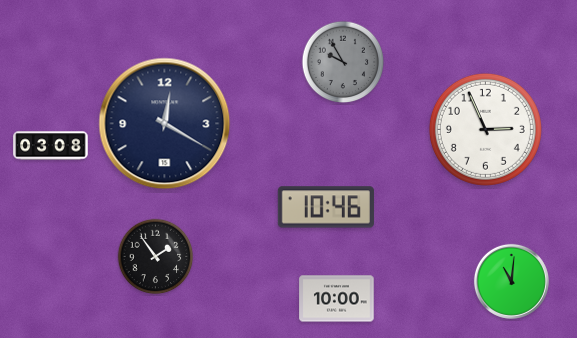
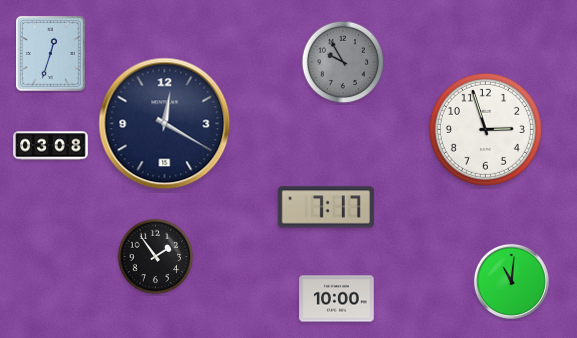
clock at (51, 54): none -> 12:33
clock at (485, 129): 2:56 -> 2:57
clock at (326, 207): 10:46 -> 7:17
